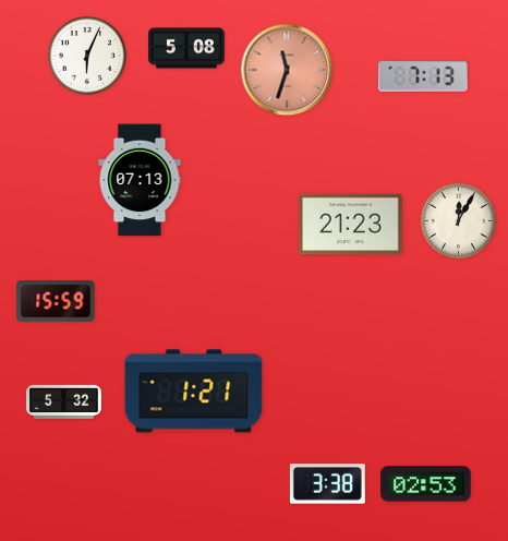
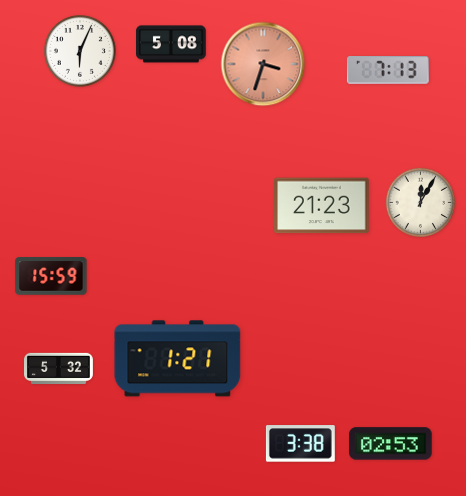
clock at (287, 70): 11:33 -> 3:33
clock at (140, 180): 07:13 -> none
